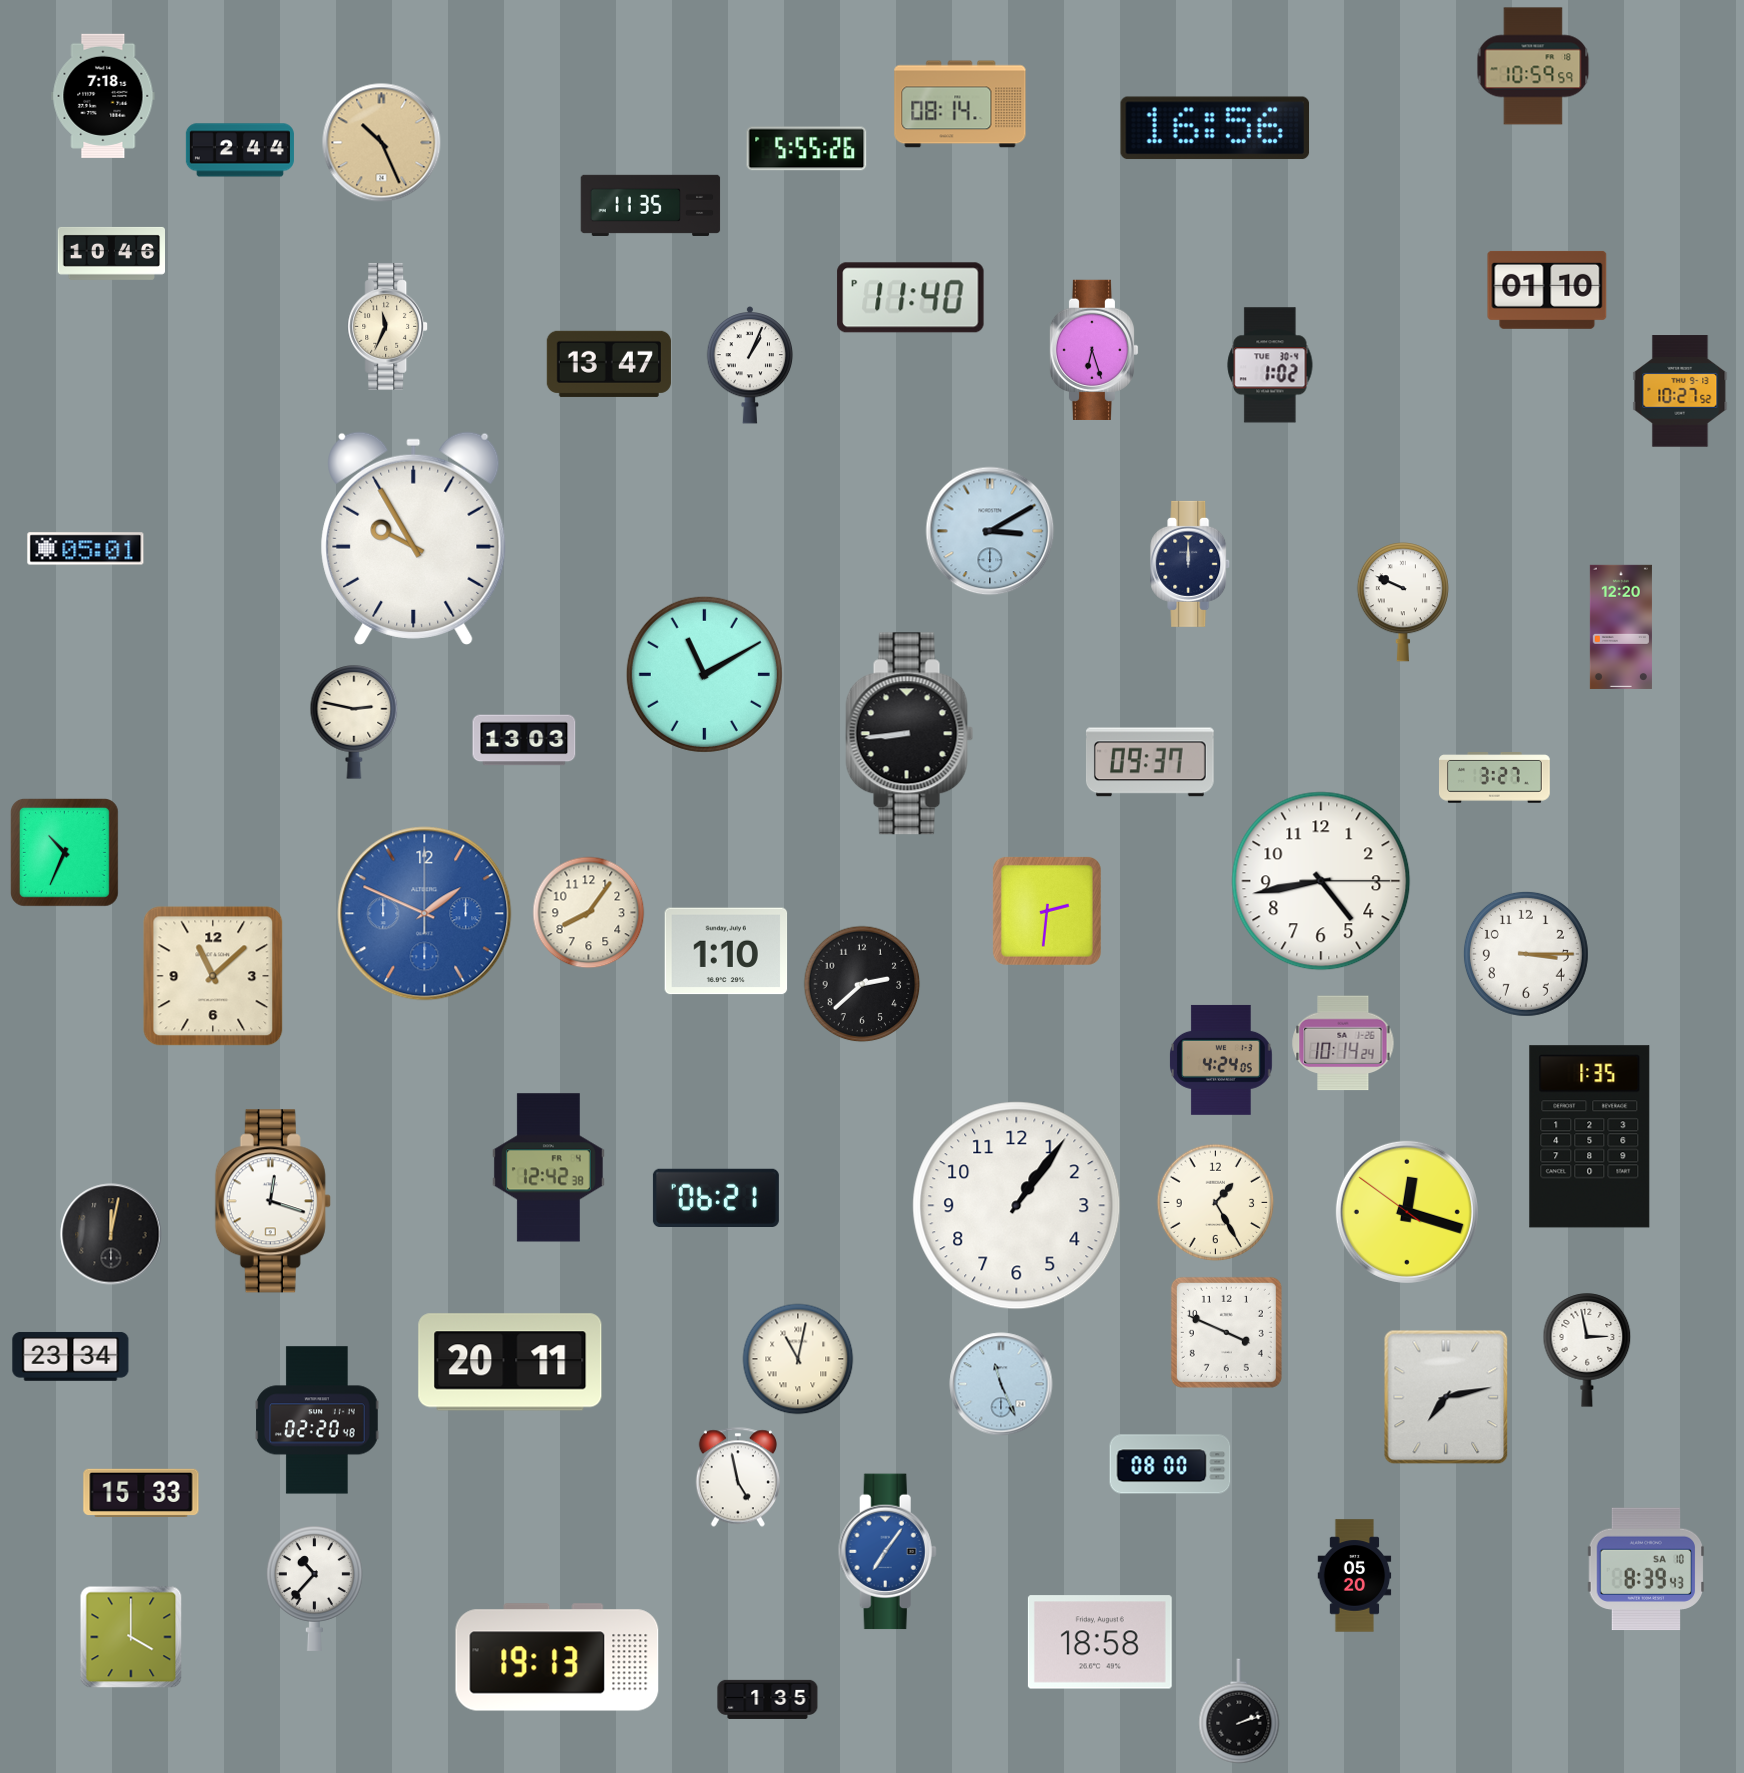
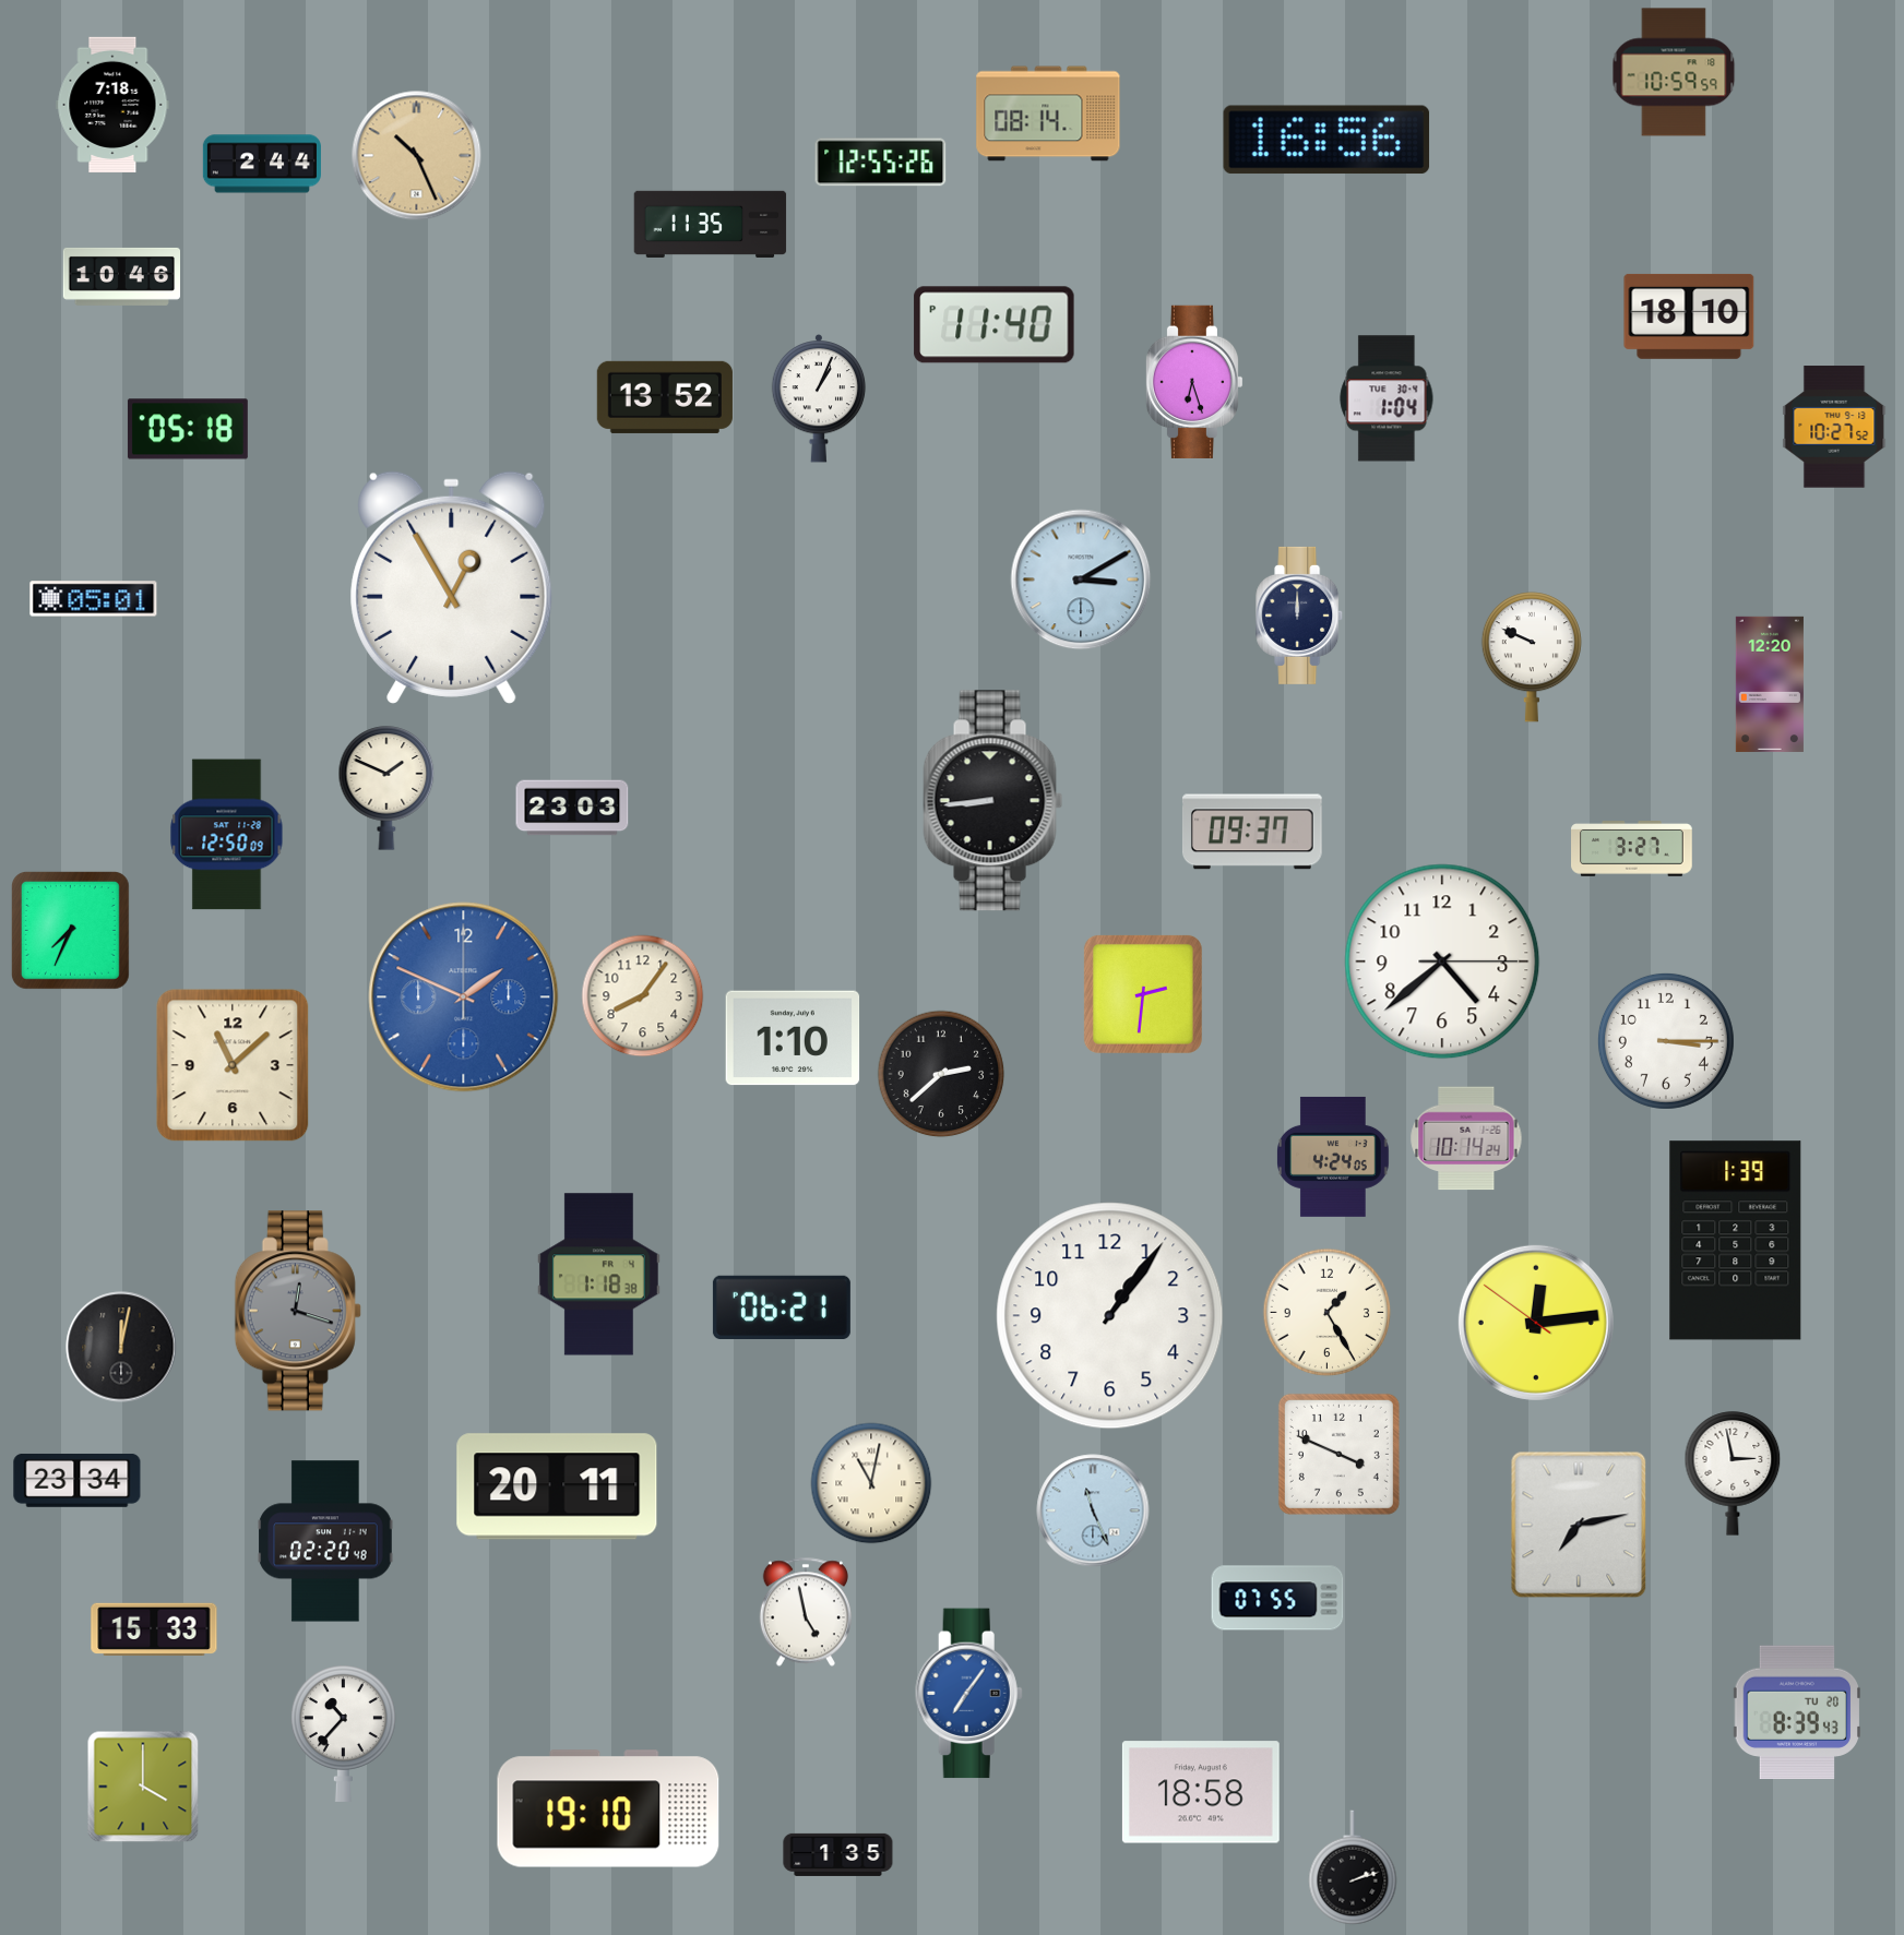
clock at (807, 149): 5:55 -> 12:55
clock at (1547, 290): 01:10 -> 18:10
clock at (388, 326): 11:34 -> none
clock at (609, 364): 13:47 -> 13:52
clock at (1270, 365): 1:02 -> 1:04
clock at (188, 429): none -> 05:18
clock at (414, 538): 9:55 -> 12:55
clock at (704, 674): 11:10 -> none
clock at (354, 722): 2:47 -> 1:49
clock at (524, 740): 13:03 -> 23:03
clock at (1150, 762) position: (1150, 762) -> (1252, 832)
clock at (227, 835): none -> 12:50
clock at (64, 852): 10:34 -> 7:34
clock at (1321, 881): 4:43 -> 4:38
clock at (1590, 1137): 1:35 -> 1:39
clock at (548, 1168): 12:42 -> 1:18
clock at (273, 1201) dial: white -> grey
clock at (1407, 1212): 12:17 -> 12:13
clock at (317, 1420) position: (317, 1420) -> (325, 1541)
clock at (1170, 1464): 08:00 -> 07:55
clock at (1646, 1569) date: SA 10 -> TU 20
clock at (1355, 1576): 05:20 -> none
clock at (557, 1657): 19:13 -> 19:10
